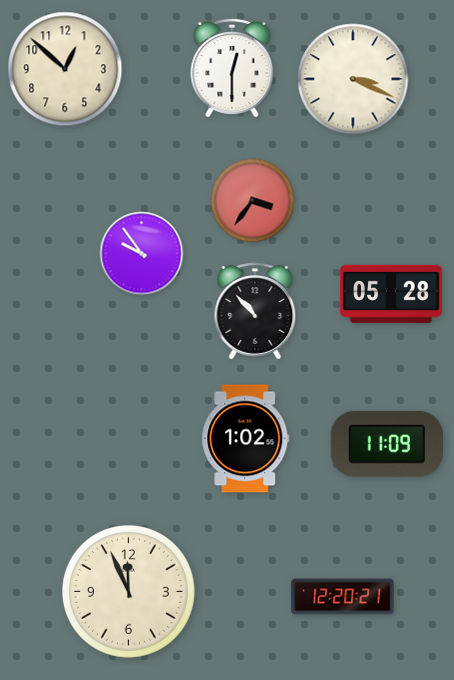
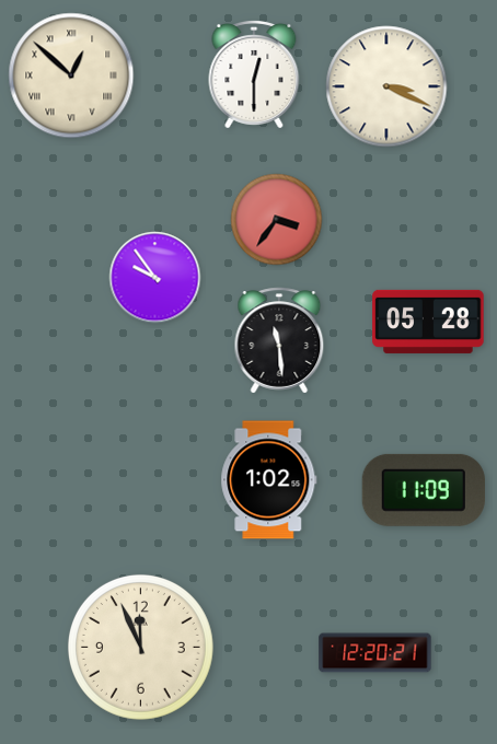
clock at (65, 69) numerals: Arabic -> Roman
clock at (255, 311): 10:53 -> 11:29
clock at (387, 444) position: (387, 444) -> (424, 490)
